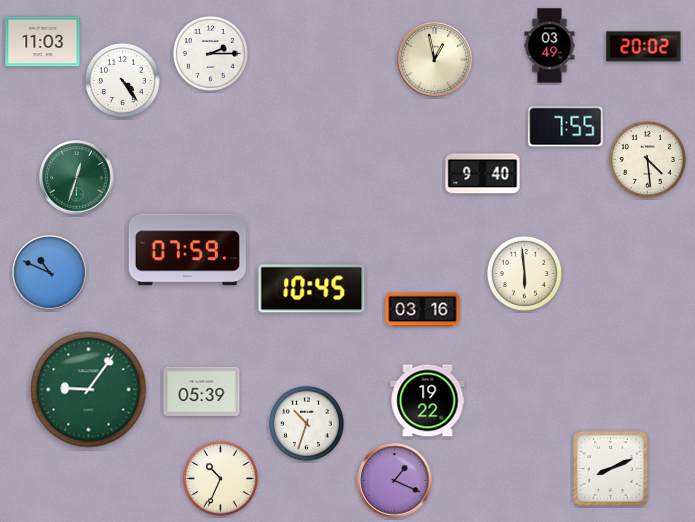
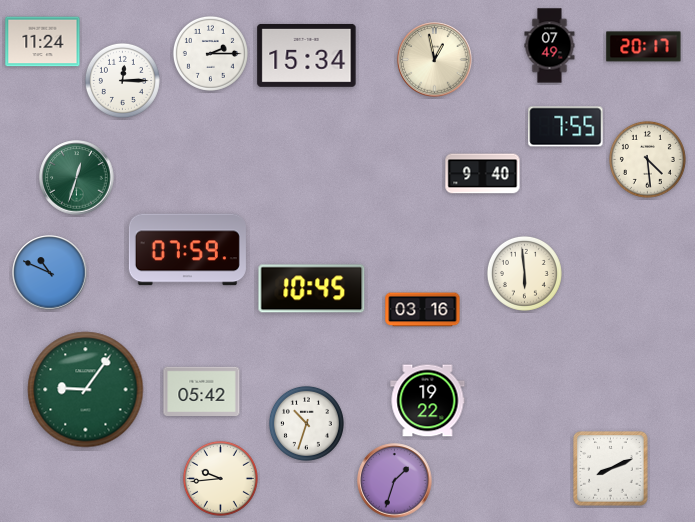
clock at (43, 42): 11:03 -> 11:24
clock at (550, 46): 03:49 -> 07:49
clock at (644, 47): 20:02 -> 20:17
clock at (307, 55): none -> 15:34
clock at (122, 80): 4:24 -> 12:15
clock at (89, 390) position: (89, 390) -> (86, 390)
clock at (202, 392): 05:39 -> 05:42
clock at (220, 478): 10:34 -> 9:44
clock at (395, 481): 1:19 -> 1:33
